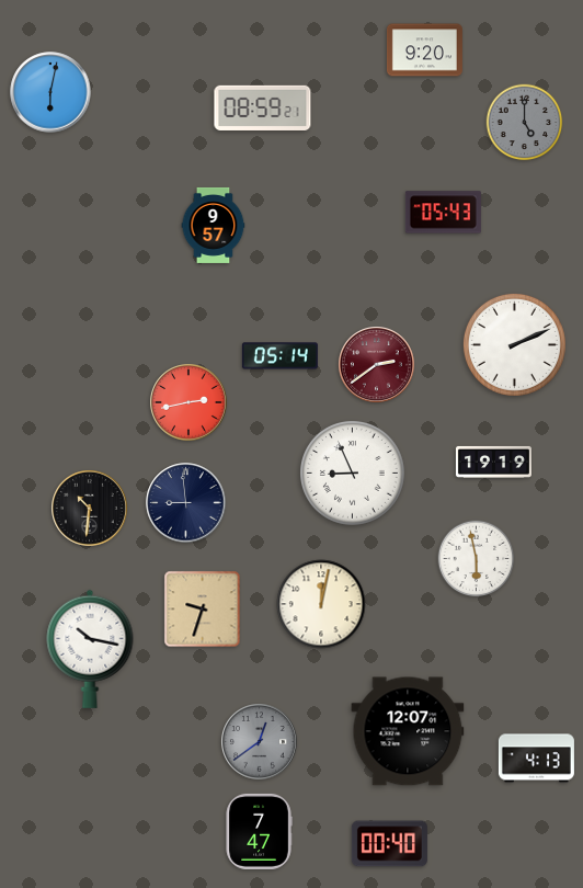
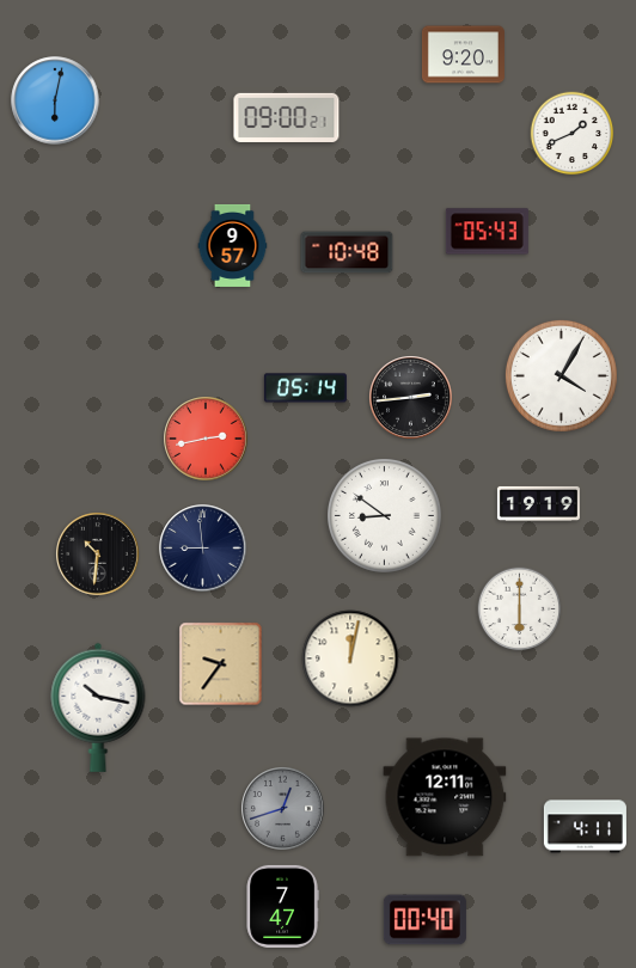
clock at (263, 107): 08:59 -> 09:00
clock at (525, 123): 5:00 -> 1:41
clock at (525, 123) dial: grey -> white
clock at (443, 213) position: (443, 213) -> (487, 232)
clock at (347, 252): none -> 10:48
clock at (514, 344): 2:11 -> 4:05
clock at (377, 365): 2:39 -> 2:44
clock at (377, 365) dial: burgundy -> black
clock at (353, 474): 8:56 -> 8:51
clock at (477, 559): 5:58 -> 6:00
clock at (203, 610): 9:33 -> 9:36
clock at (408, 731): 12:07 -> 12:11
clock at (260, 742): 12:39 -> 12:42
clock at (536, 759): 4:13 -> 4:11
